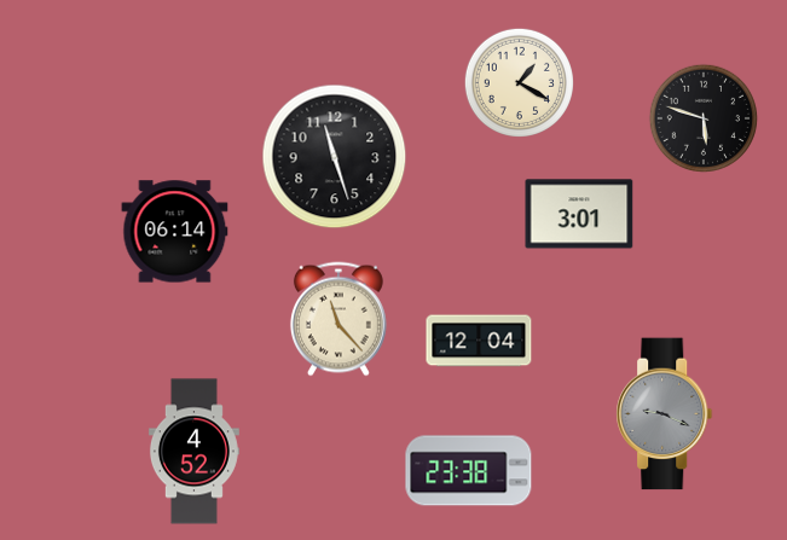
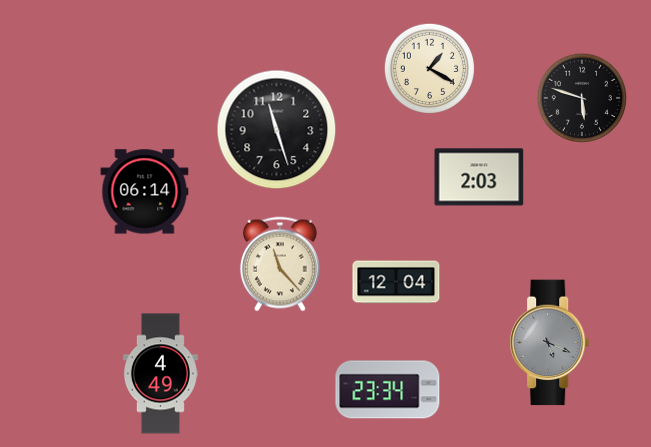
clock at (579, 214): 3:01 -> 2:03
clock at (665, 414): 9:19 -> 5:19
clock at (193, 452): 4:52 -> 4:49
clock at (469, 471): 23:38 -> 23:34
